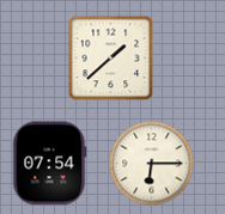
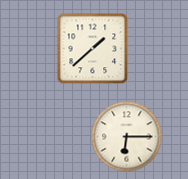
clock at (49, 164): 07:54 -> none
